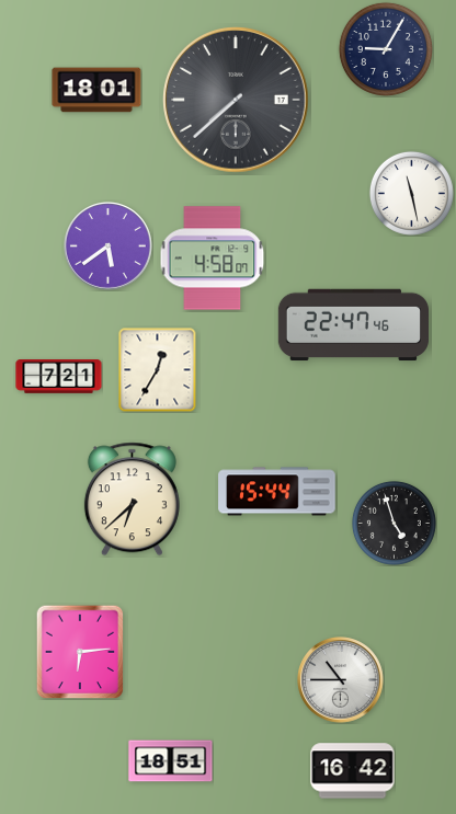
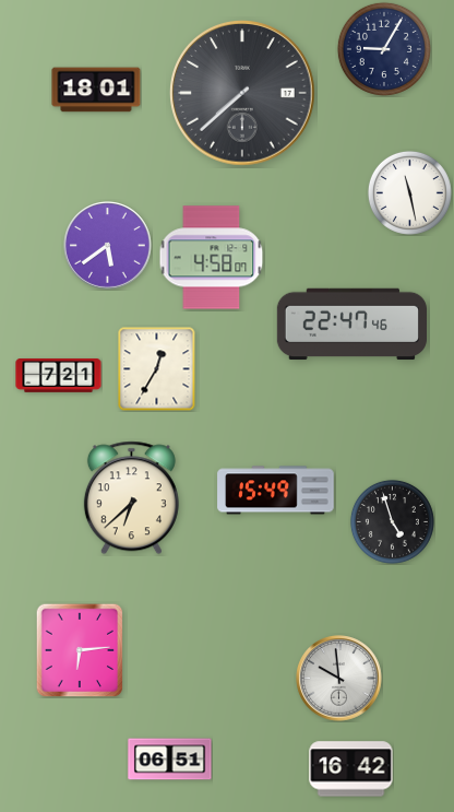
clock at (236, 100) position: (236, 100) -> (242, 93)
clock at (277, 492): 15:44 -> 15:49
clock at (341, 680): 10:45 -> 9:59
clock at (171, 761): 18:51 -> 06:51
